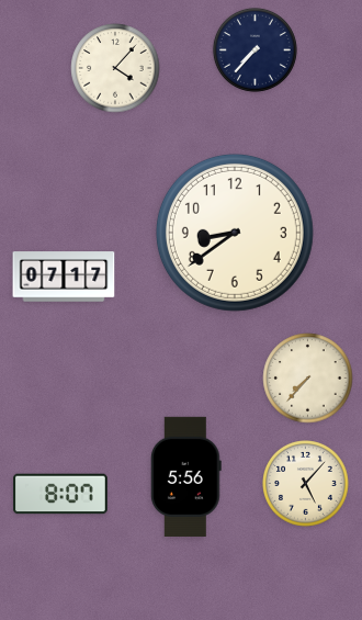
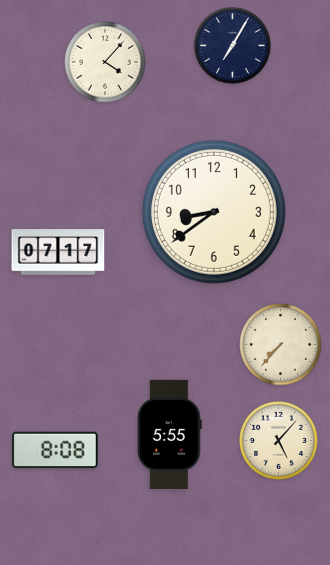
clock at (254, 49): 7:37 -> 7:05
clock at (185, 476): 5:56 -> 5:55
clock at (60, 494): 8:07 -> 8:08
